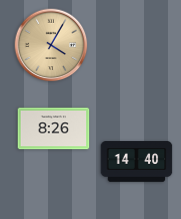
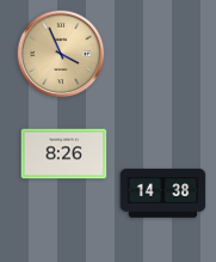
clock at (51, 45): 4:05 -> 3:56
clock at (137, 162): 14:40 -> 14:38
